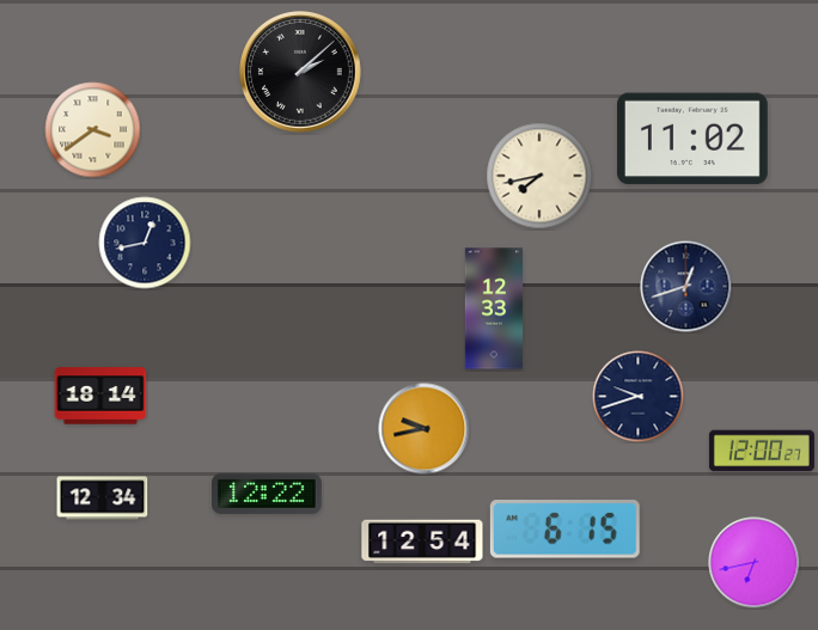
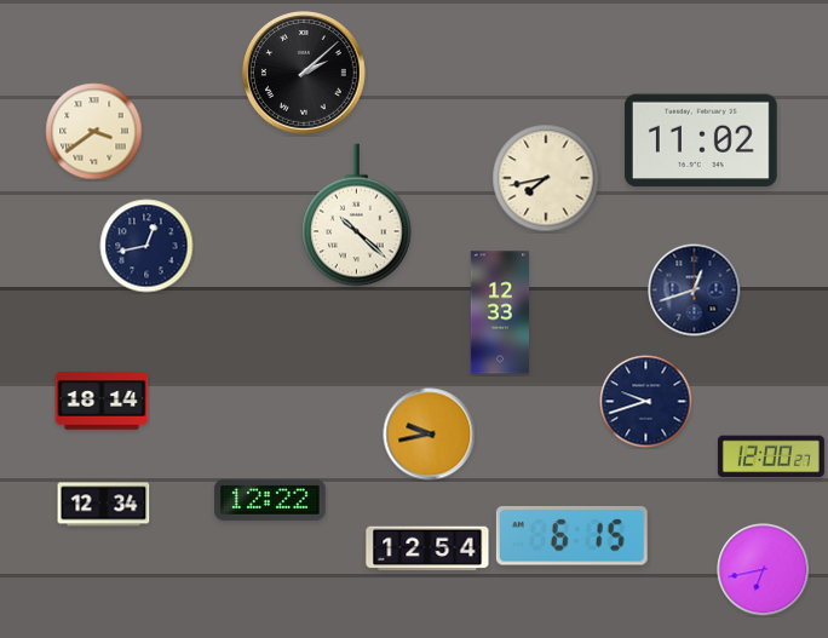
clock at (357, 215): none -> 10:22
